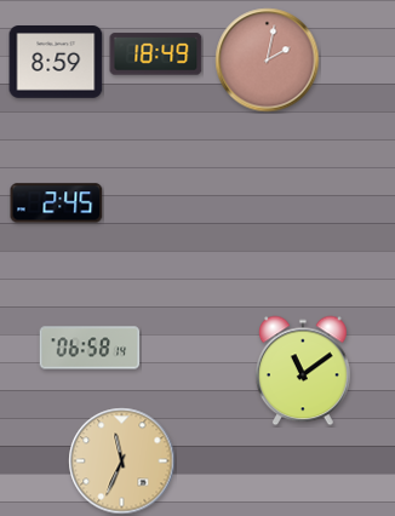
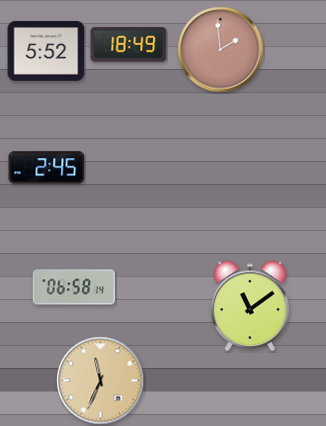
clock at (268, 61): 2:02 -> 1:59
clock at (56, 63): 8:59 -> 5:52
